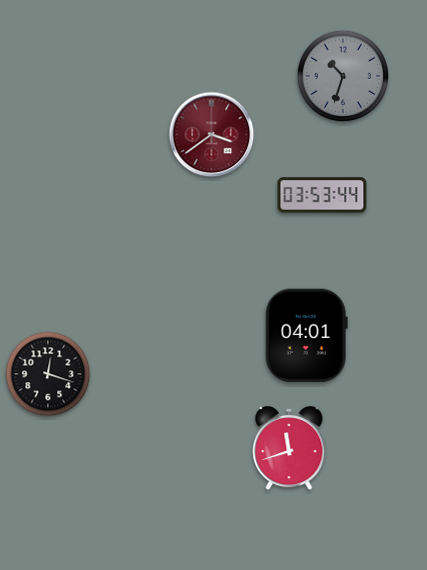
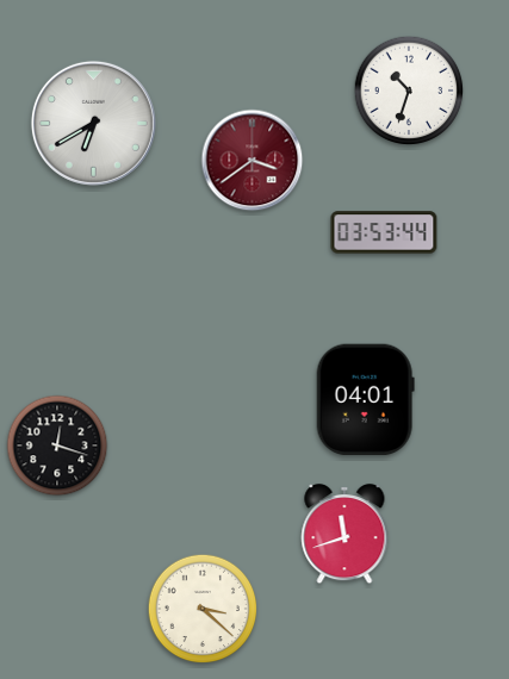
clock at (343, 76) dial: grey -> white
clock at (93, 123): none -> 6:40
clock at (203, 609): none -> 3:22
